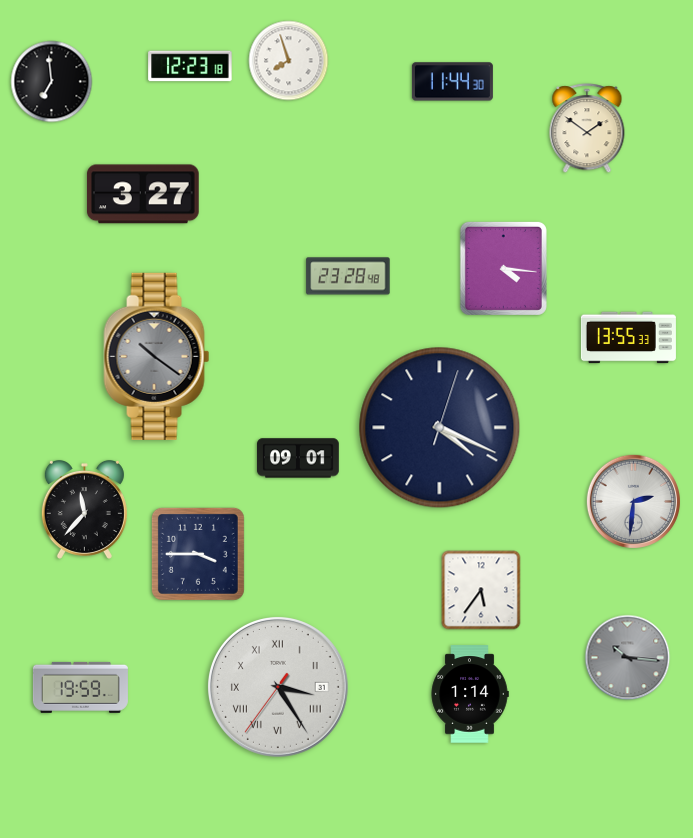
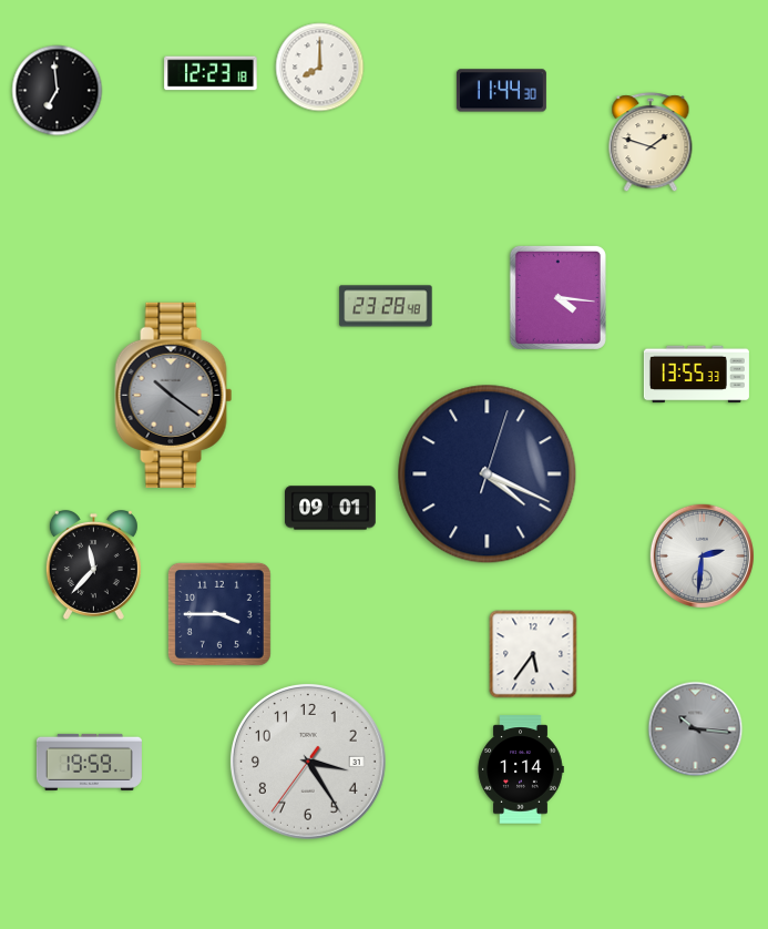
clock at (289, 61): 7:57 -> 8:00
clock at (587, 129): 1:51 -> 1:48
clock at (143, 194): 3:27 -> none
clock at (278, 687) numerals: Roman -> Arabic
